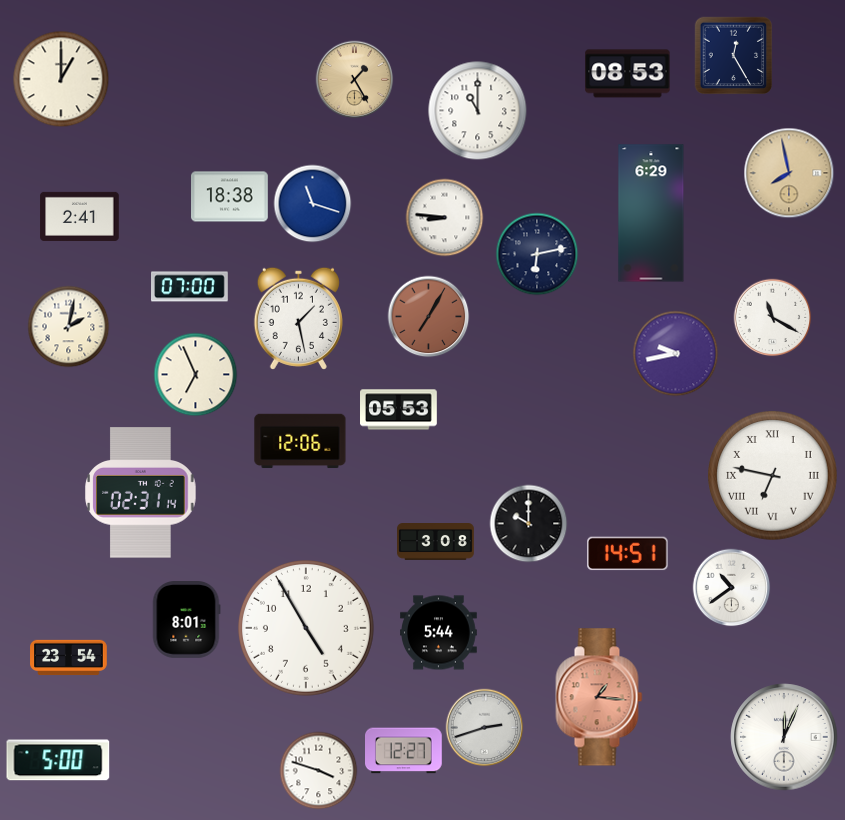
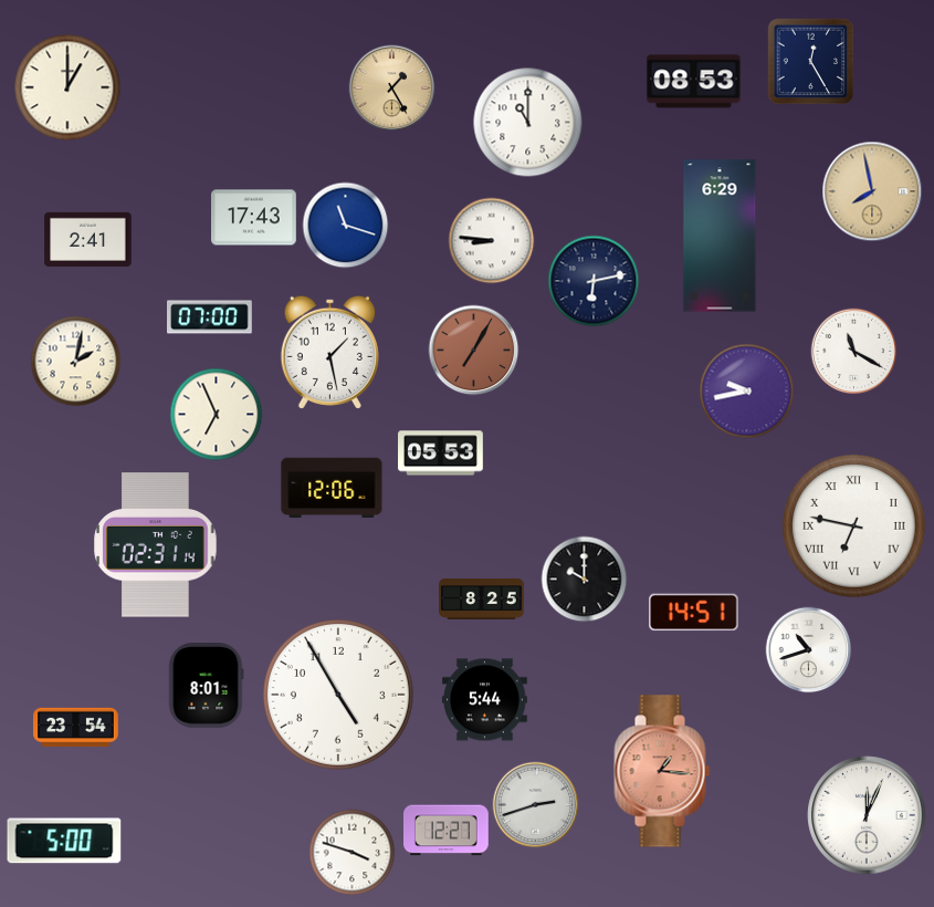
clock at (230, 197): 18:38 -> 17:43
clock at (436, 542): 3:08 -> 8:25
clock at (731, 587): 10:39 -> 10:42
